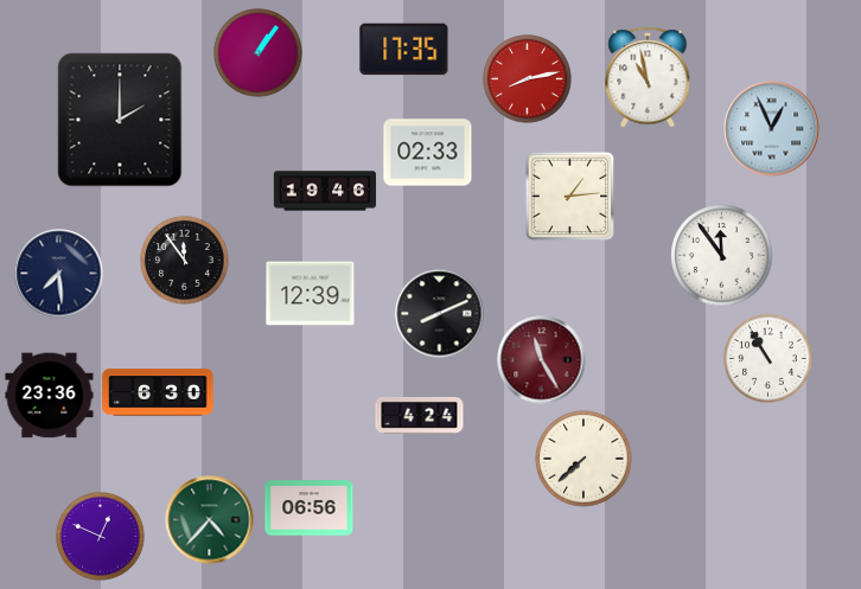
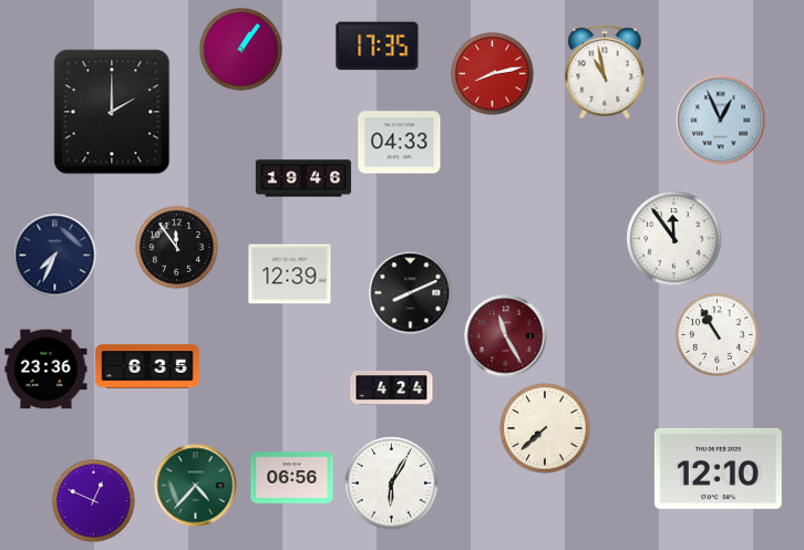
clock at (428, 153): 02:33 -> 04:33
clock at (570, 197): 1:14 -> none
clock at (185, 261) position: (185, 261) -> (177, 248)
clock at (59, 274): 7:29 -> 7:34
clock at (158, 392): 6:30 -> 6:35
clock at (718, 468): none -> 12:10
clock at (310, 508) position: (310, 508) -> (292, 478)
clock at (392, 484): none -> 6:05
